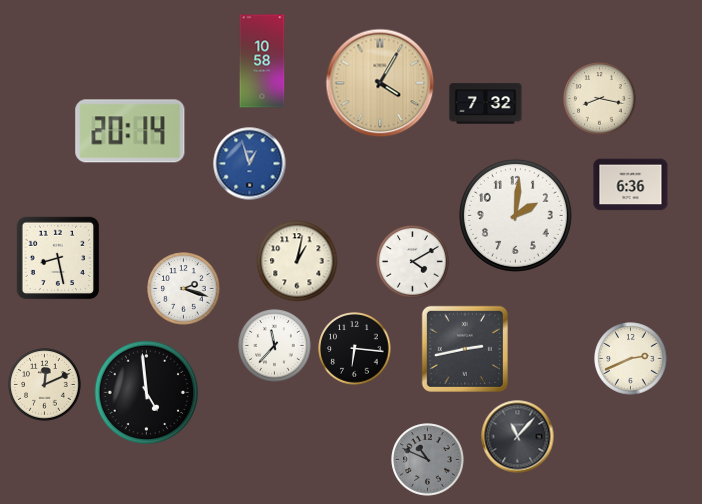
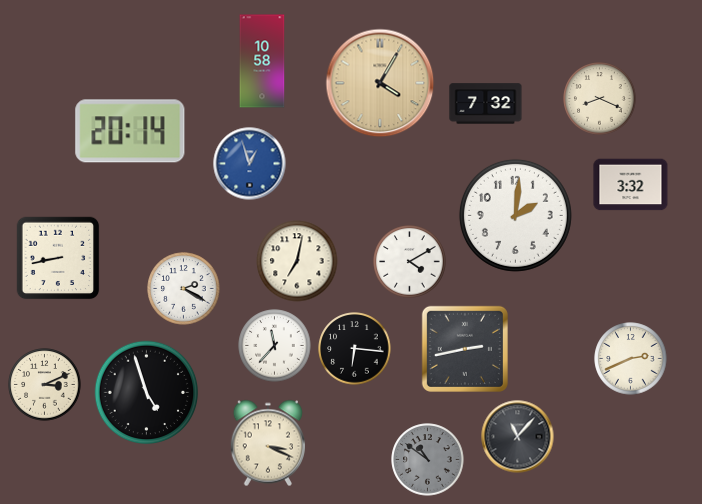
clock at (600, 99): 8:17 -> 8:19
clock at (631, 185): 6:36 -> 3:32
clock at (58, 258): 8:28 -> 8:43
clock at (297, 261): 1:02 -> 7:02
clock at (413, 262) position: (413, 262) -> (410, 262)
clock at (184, 289): 2:18 -> 2:20
clock at (45, 385): 12:11 -> 3:11
clock at (147, 393): 4:59 -> 4:57
clock at (267, 443): none -> 3:19
clock at (428, 460): 10:49 -> 10:51
